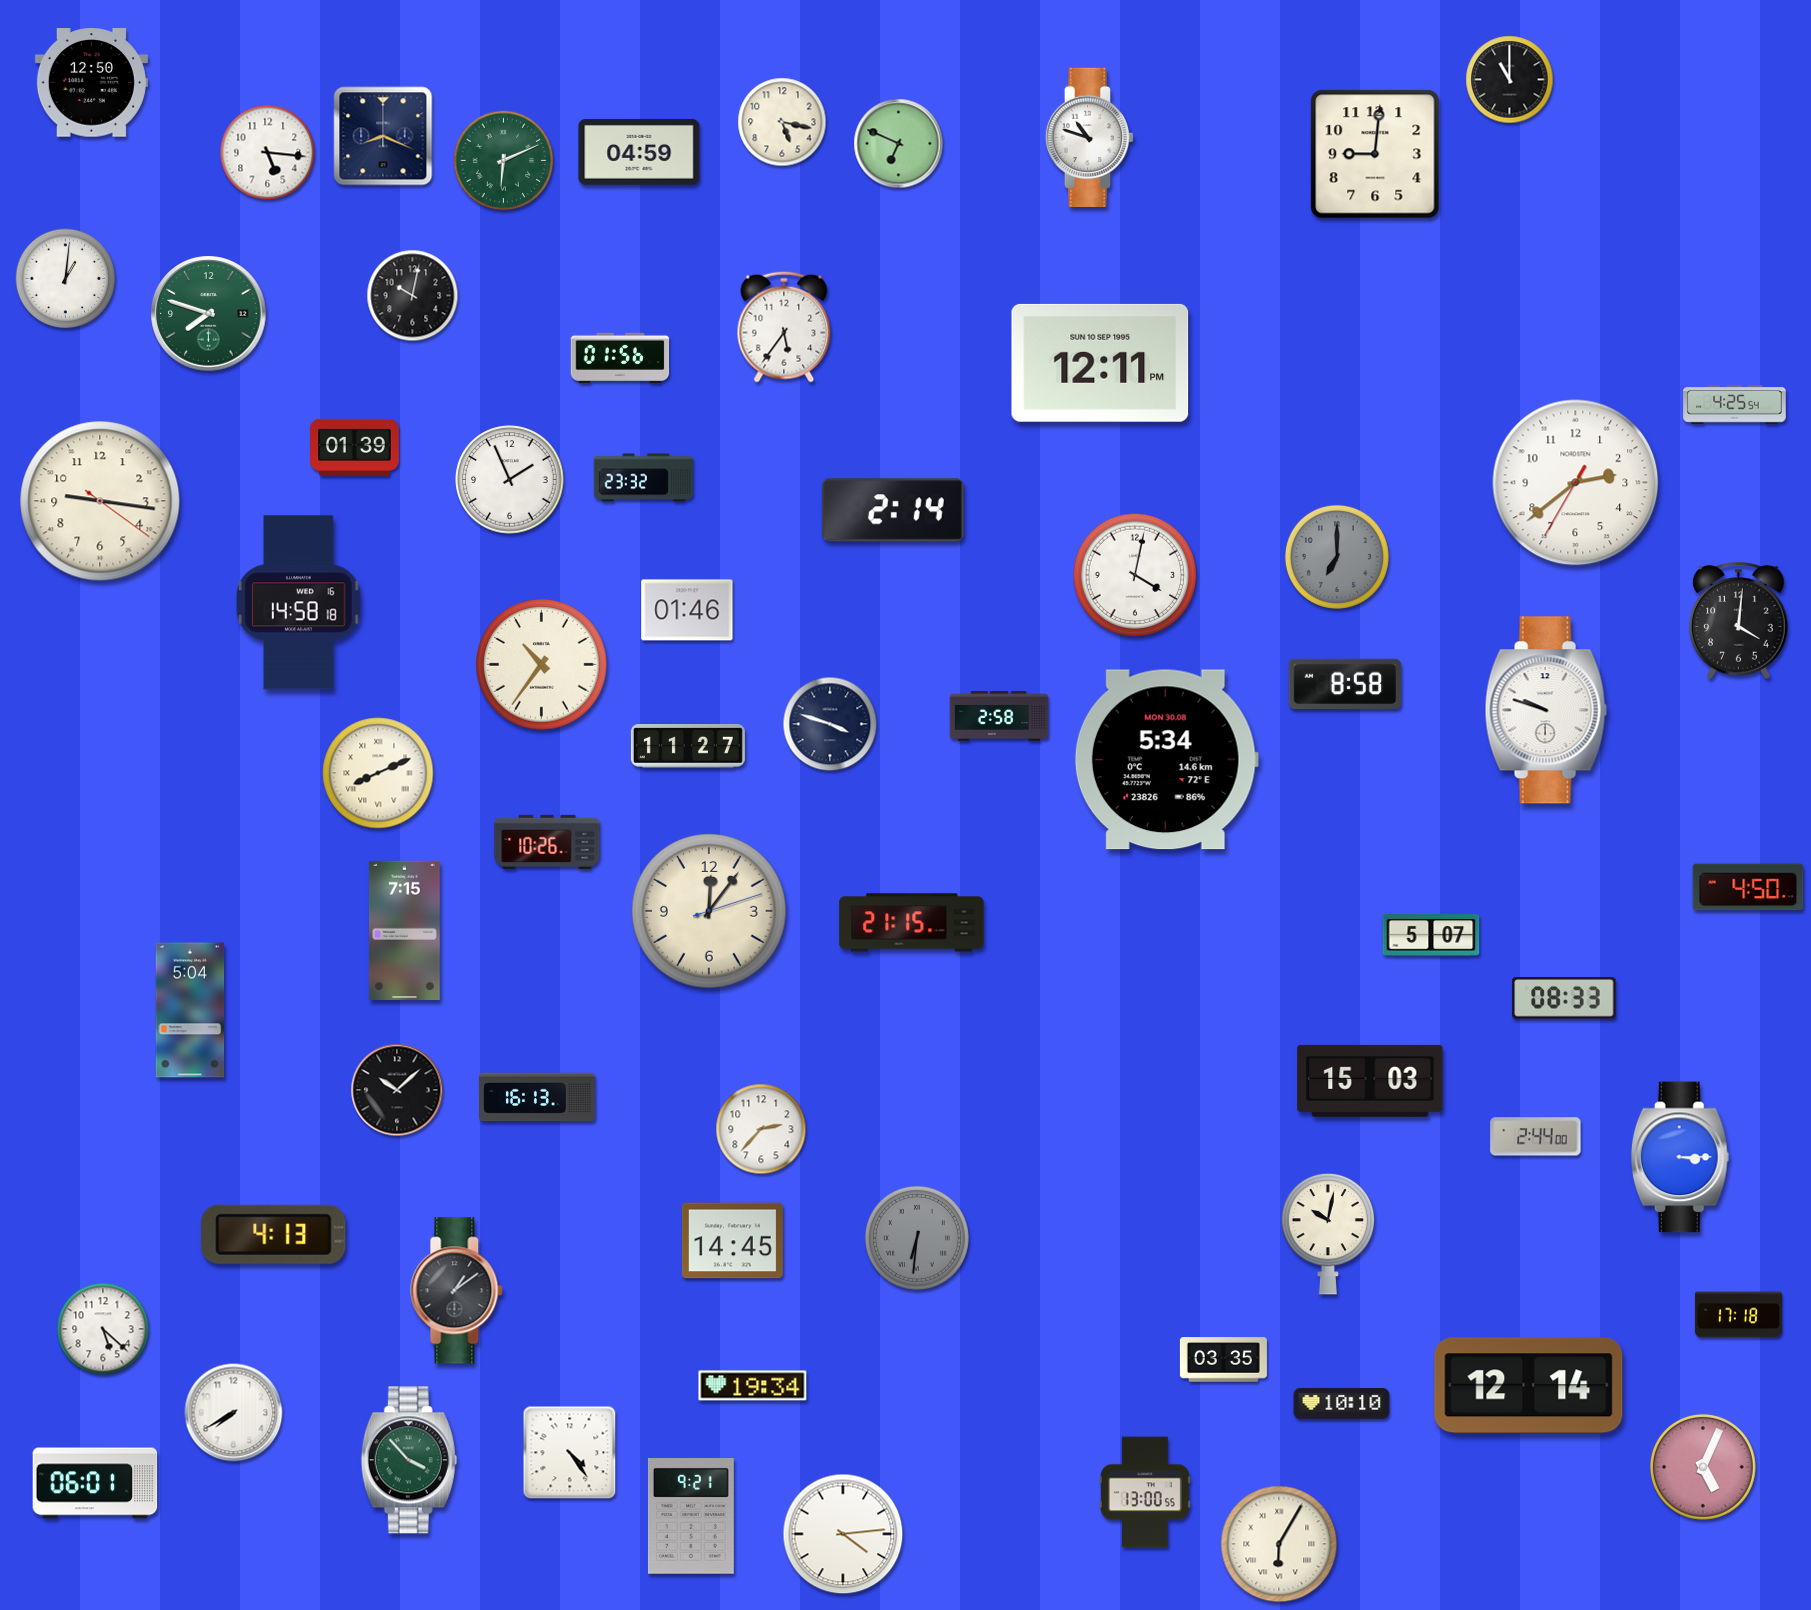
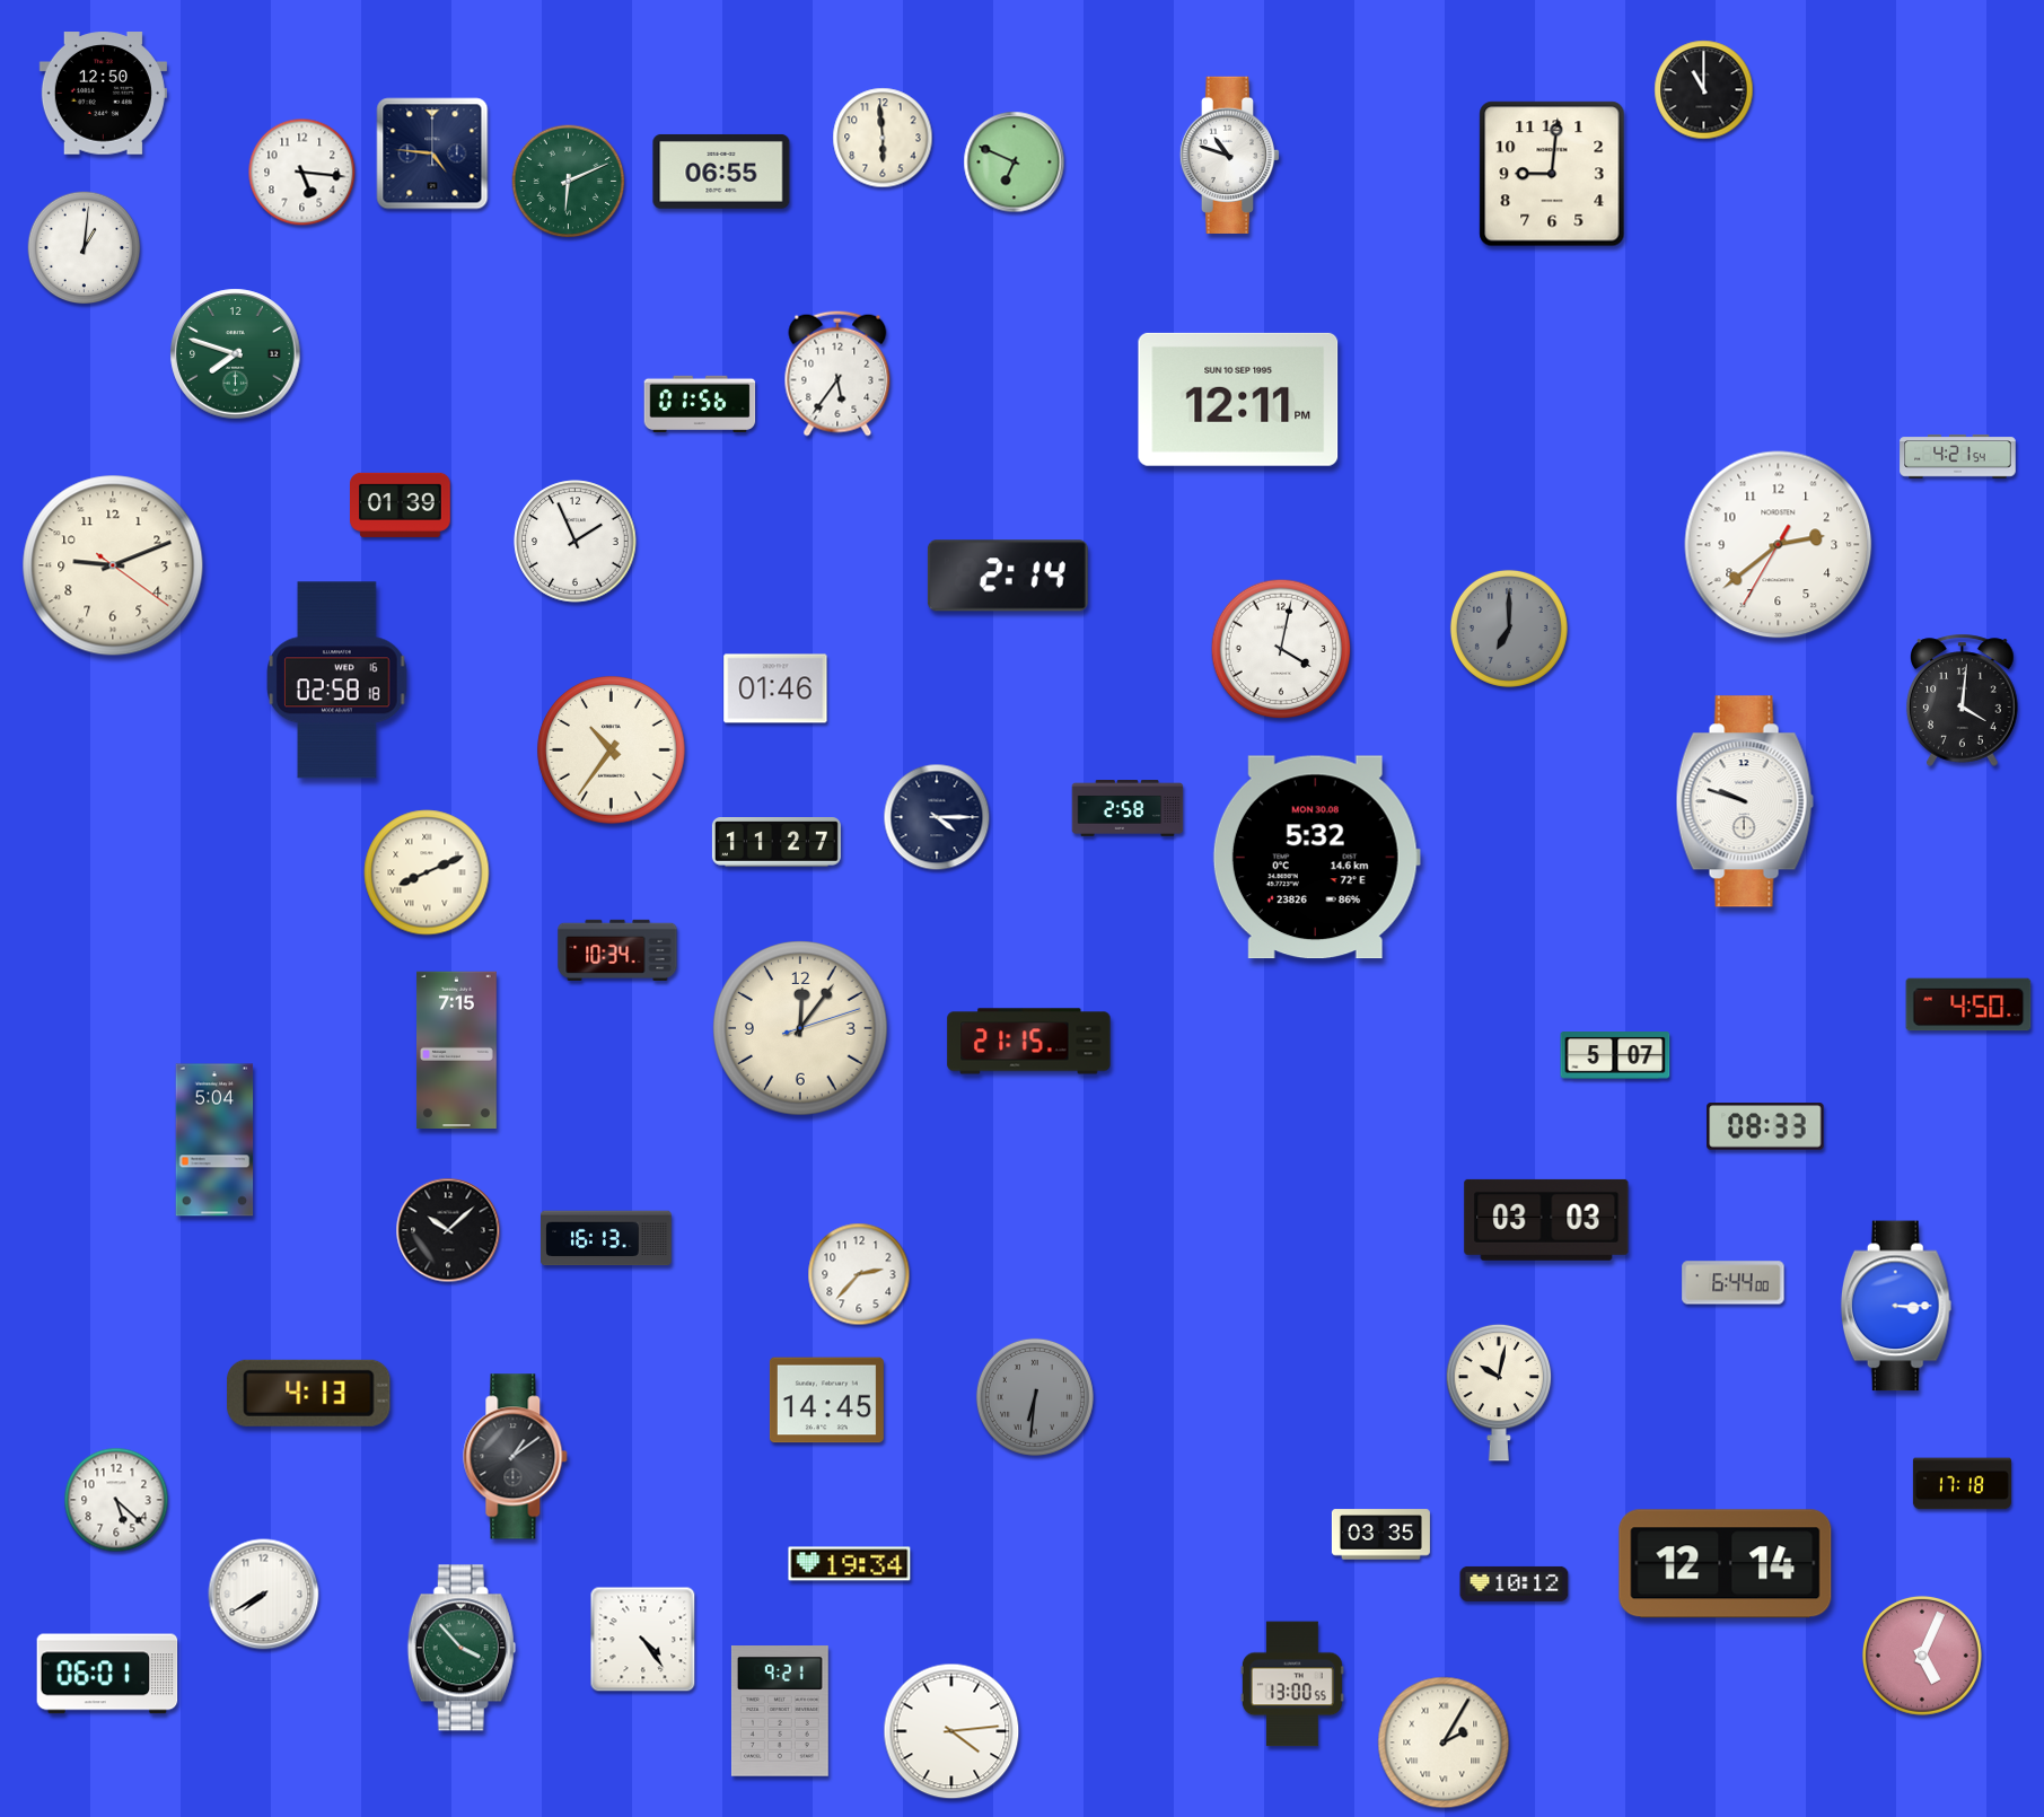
clock at (782, 122): 5:17 -> 5:59
clock at (383, 136): 8:19 -> 4:46
clock at (639, 152): 04:59 -> 06:55
clock at (66, 279) position: (66, 279) -> (85, 248)
clock at (413, 296): 10:02 -> none
clock at (784, 327) position: (784, 327) -> (837, 374)
clock at (1100, 363) position: (1100, 363) -> (1238, 400)
clock at (1735, 405): 4:25 -> 4:21
clock at (644, 478): 23:32 -> none
clock at (100, 501): 9:16 -> 9:11
clock at (299, 603): 14:58 -> 02:58
clock at (1344, 683): 8:58 -> none
clock at (830, 724): 3:48 -> 4:15
clock at (1166, 760): 5:34 -> 5:32
clock at (547, 842): 10:26 -> 10:34
clock at (1748, 887) position: (1748, 887) -> (1968, 1004)
clock at (1370, 1081): 15:03 -> 03:03
clock at (1536, 1137): 2:44 -> 6:44
clock at (1342, 1403): 10:10 -> 10:12
clock at (1279, 1544): 6:05 -> 2:05
